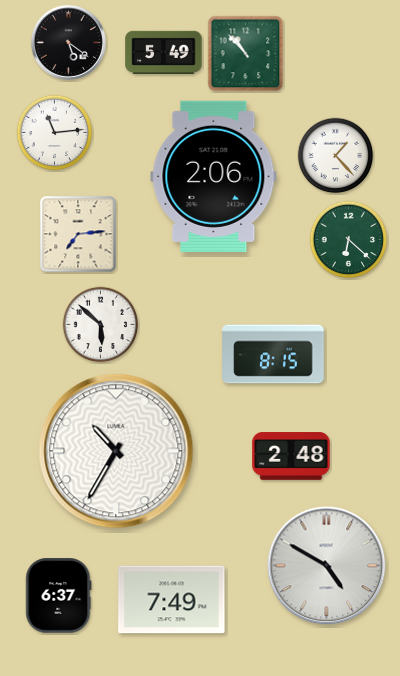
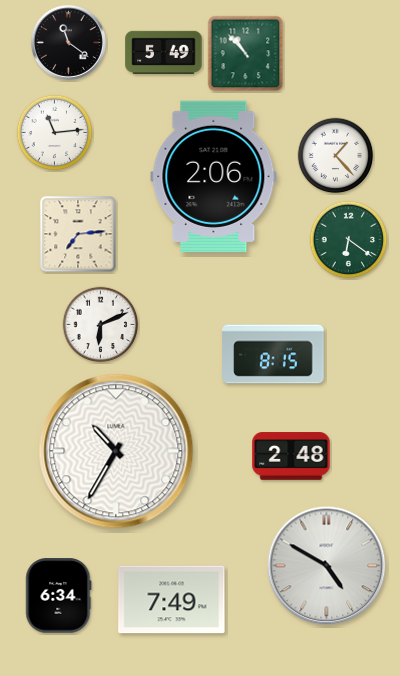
clock at (68, 42): 5:21 -> 11:21
clock at (349, 240): 6:22 -> 6:21
clock at (101, 325): 5:52 -> 6:11
clock at (59, 596): 6:37 -> 6:34
